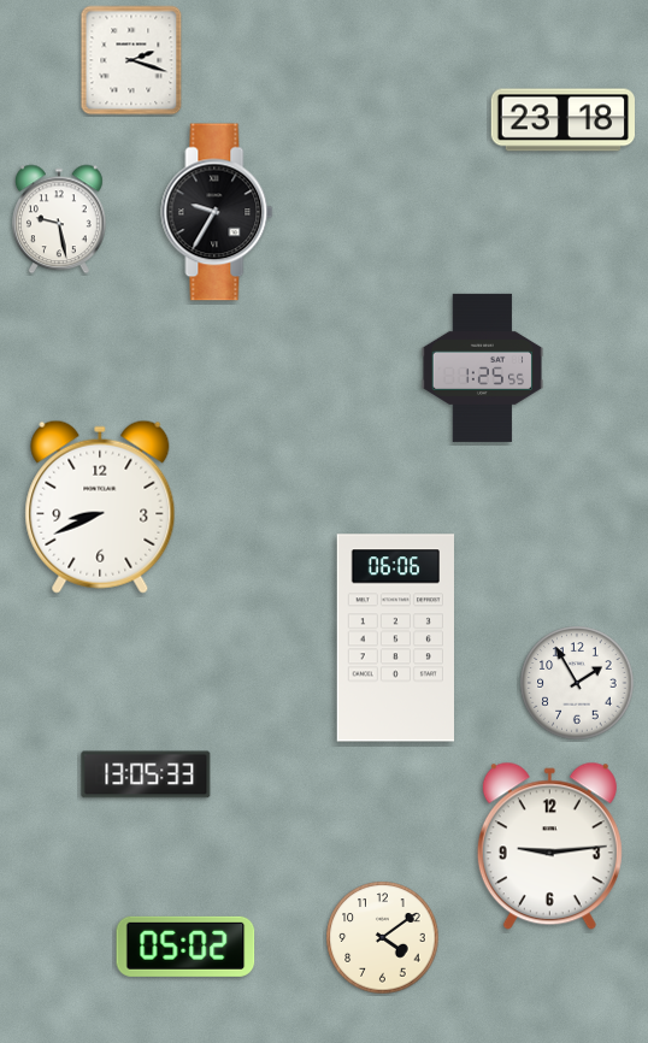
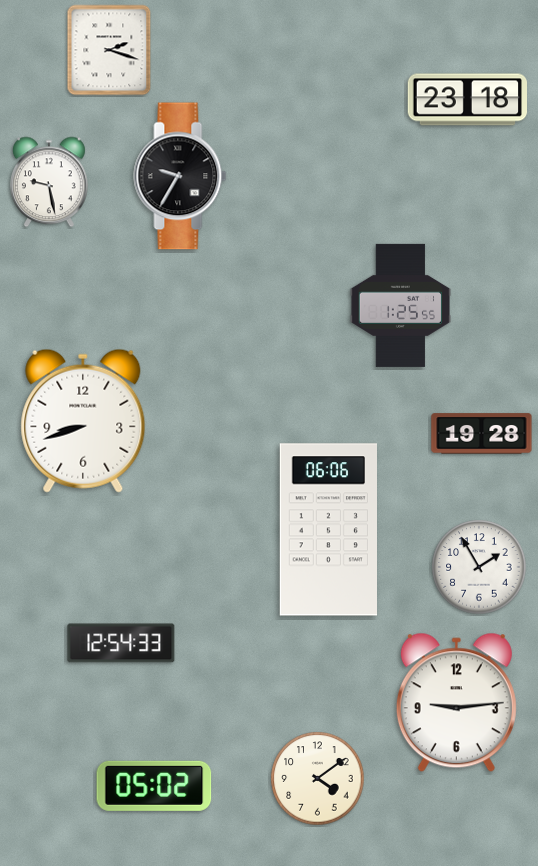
clock at (100, 507): 8:41 -> 8:42
clock at (482, 434): none -> 19:28
clock at (146, 774): 13:05 -> 12:54
